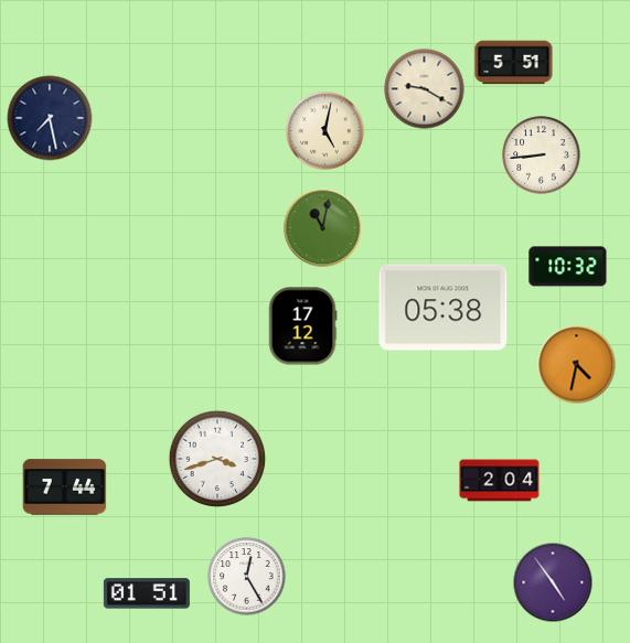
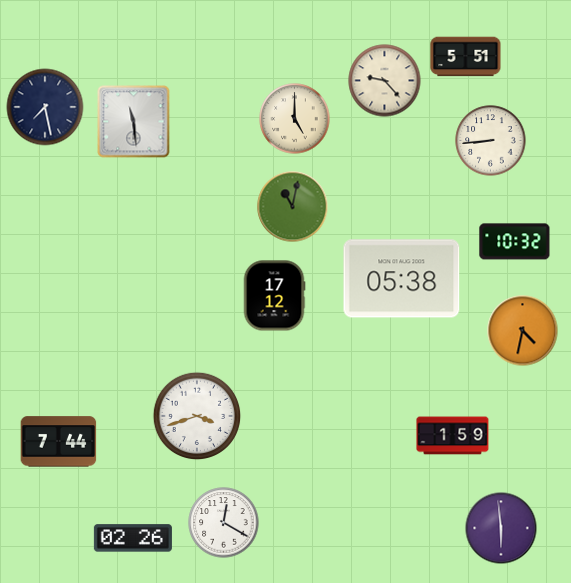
clock at (425, 89): 9:20 -> 9:23
clock at (325, 131): 5:02 -> 5:00
clock at (134, 122): none -> 11:29
clock at (500, 481): 2:04 -> 1:59
clock at (247, 577): 12:25 -> 12:20
clock at (553, 582): 4:54 -> 5:59
clock at (147, 593): 01:51 -> 02:26
